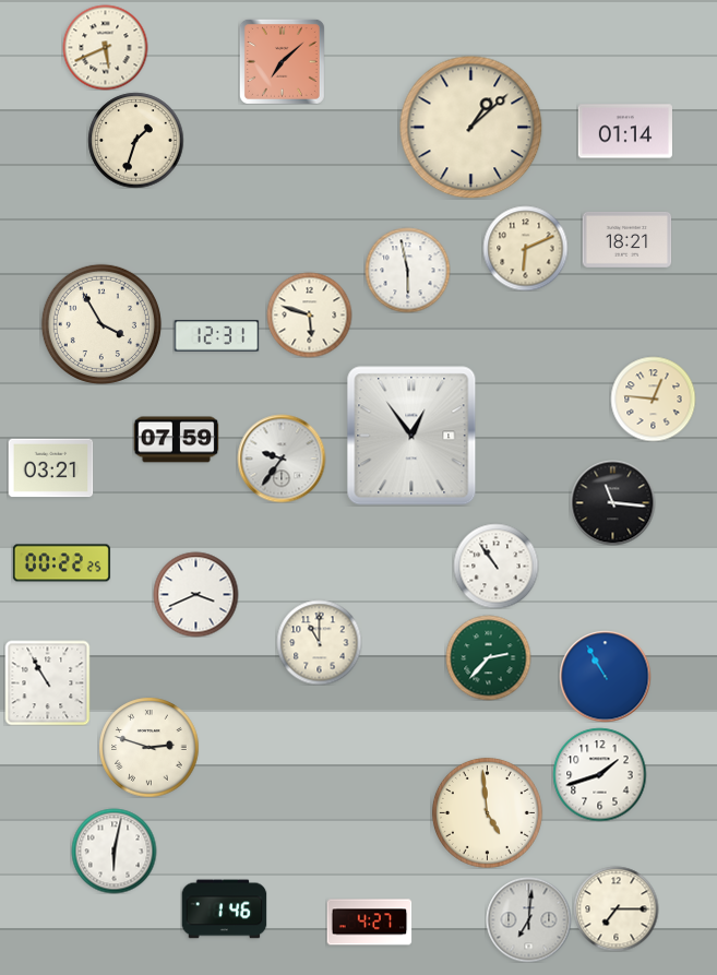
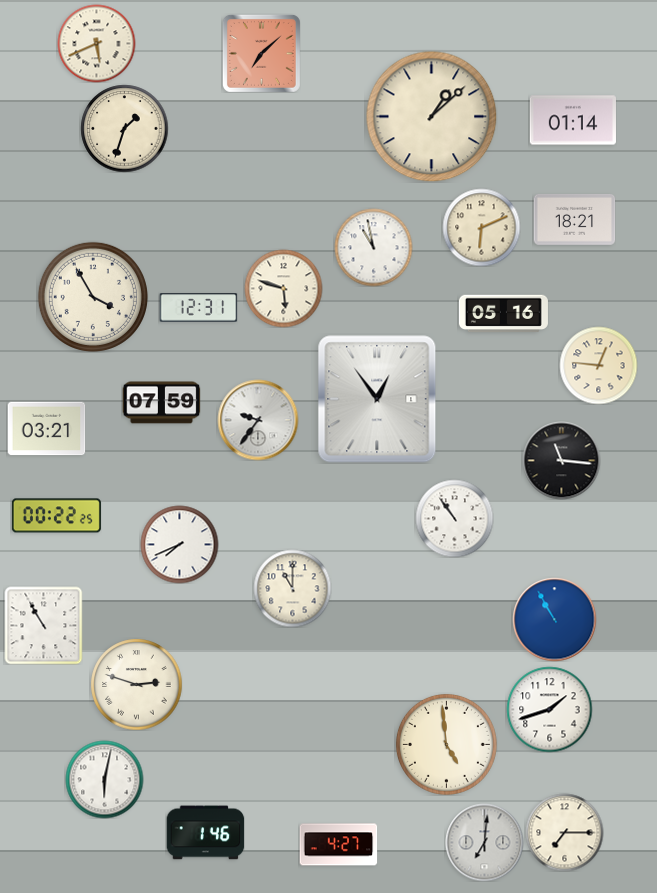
clock at (282, 61) position: (282, 61) -> (261, 53)
clock at (407, 270): 5:58 -> 10:58
clock at (503, 314): none -> 05:16
clock at (195, 594): 3:41 -> 7:41
clock at (488, 657): 2:37 -> none
